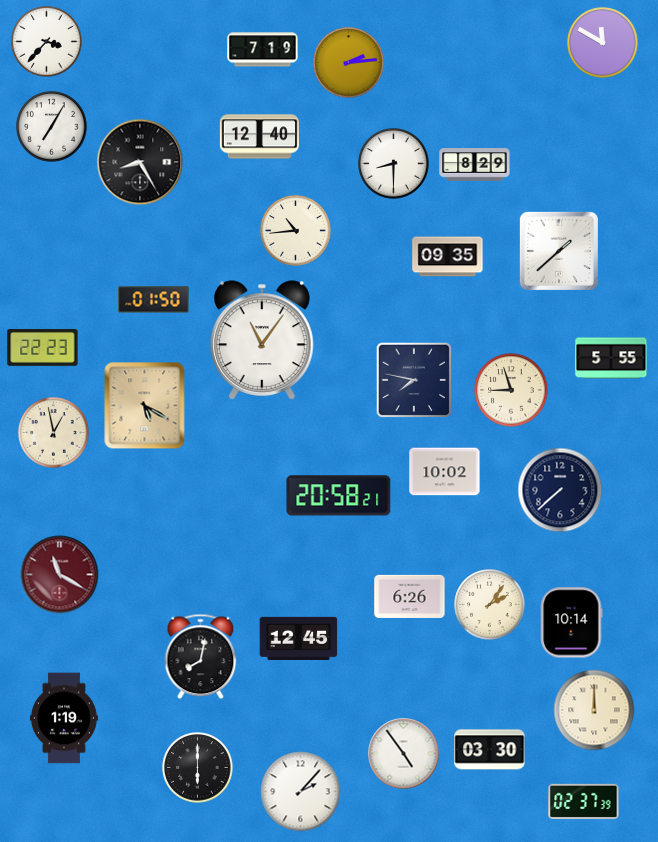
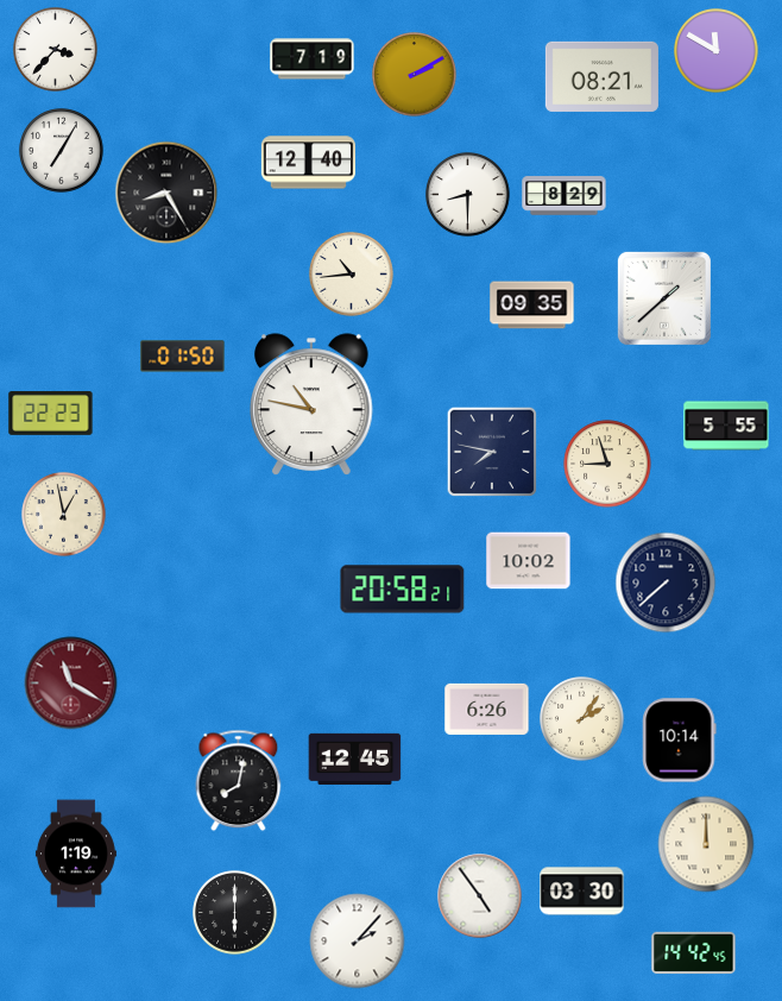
clock at (349, 63): 2:14 -> 2:10
clock at (601, 76): none -> 08:21
clock at (263, 340): 11:06 -> 10:47
clock at (145, 406): 5:20 -> none
clock at (584, 802): 02:37 -> 14:42
